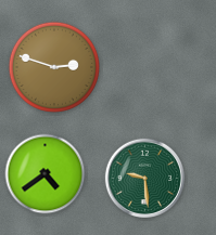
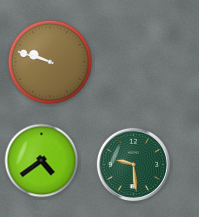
clock at (54, 67): 2:48 -> 9:48
